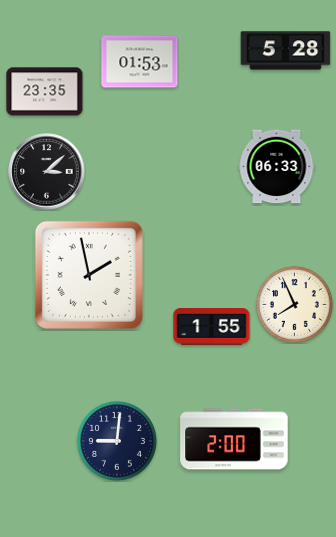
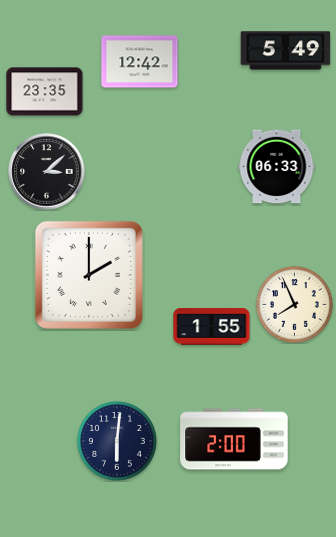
clock at (286, 51): 5:28 -> 5:49
clock at (140, 62): 01:53 -> 12:42
clock at (89, 275): 1:58 -> 2:00
clock at (117, 441): 9:01 -> 6:01
